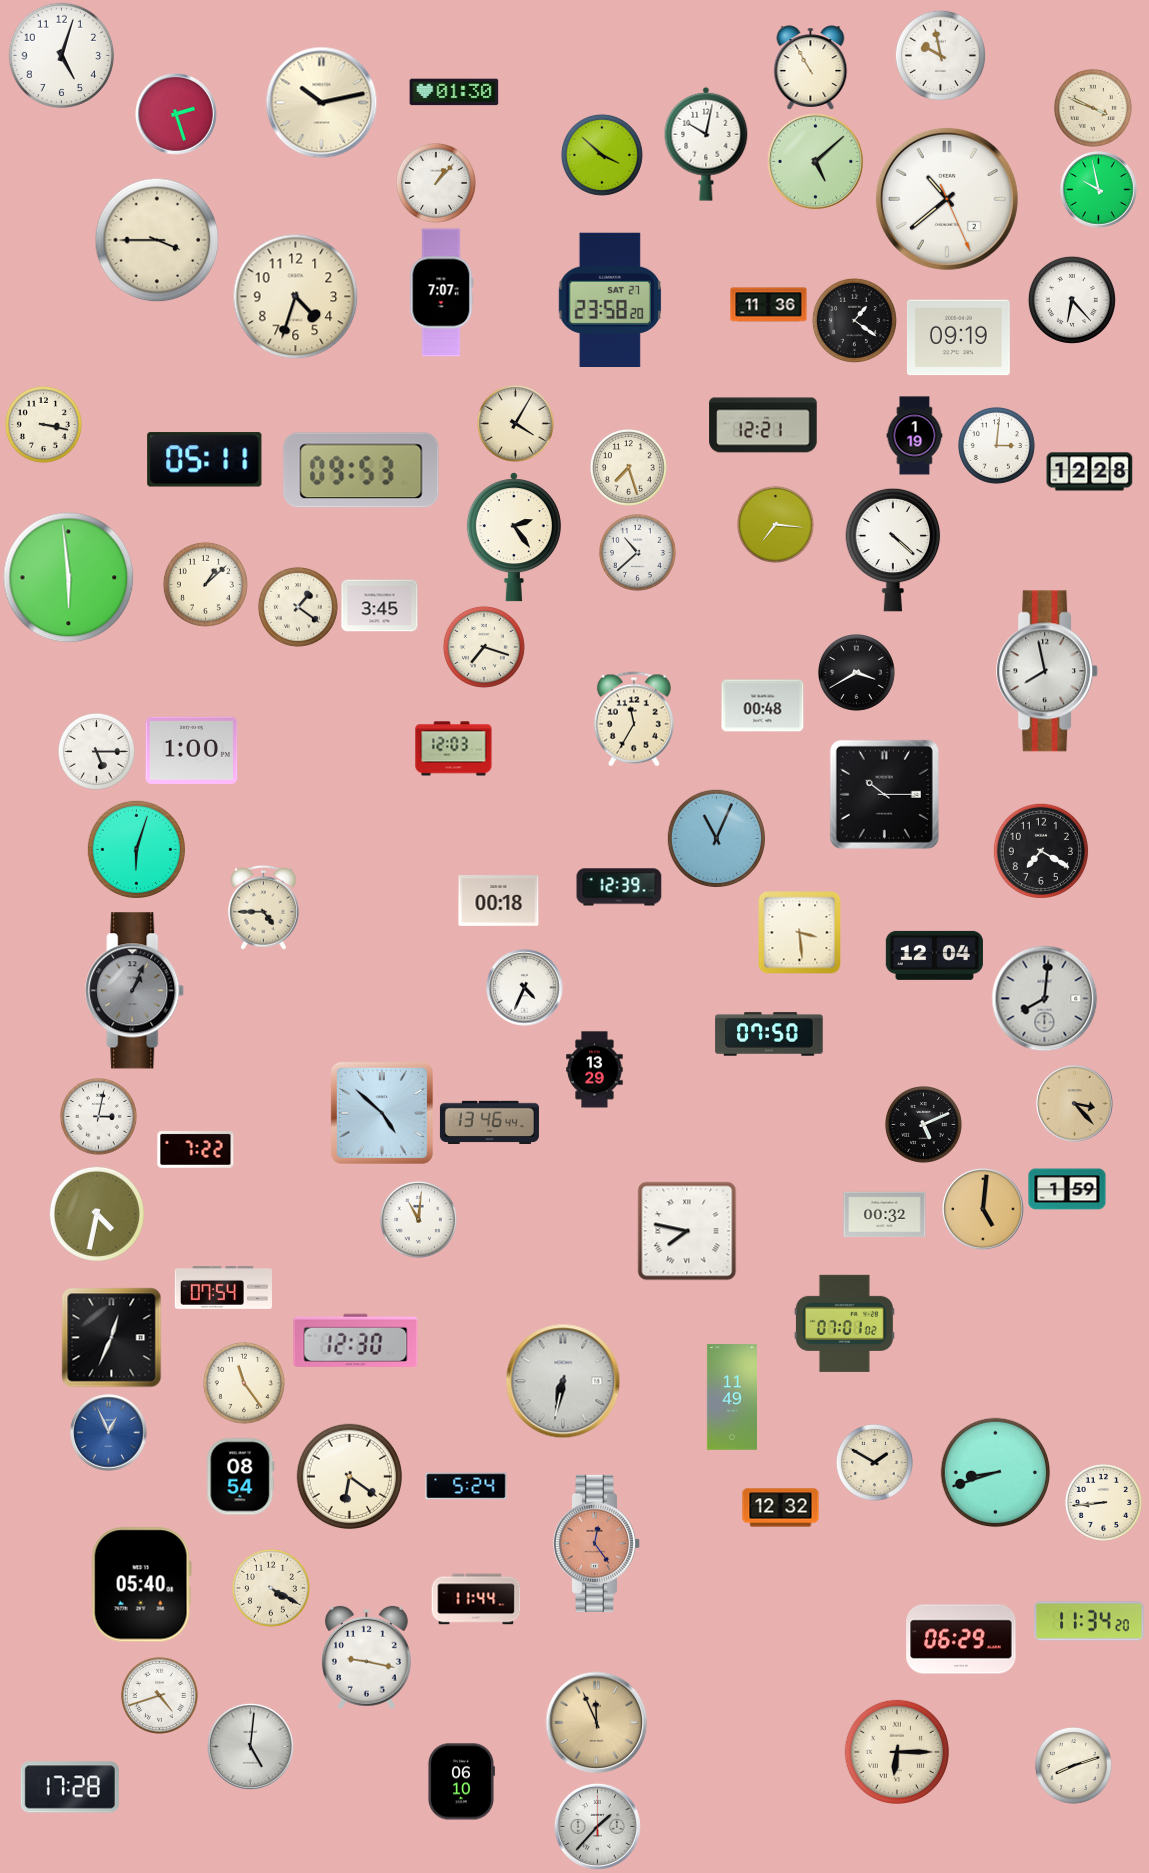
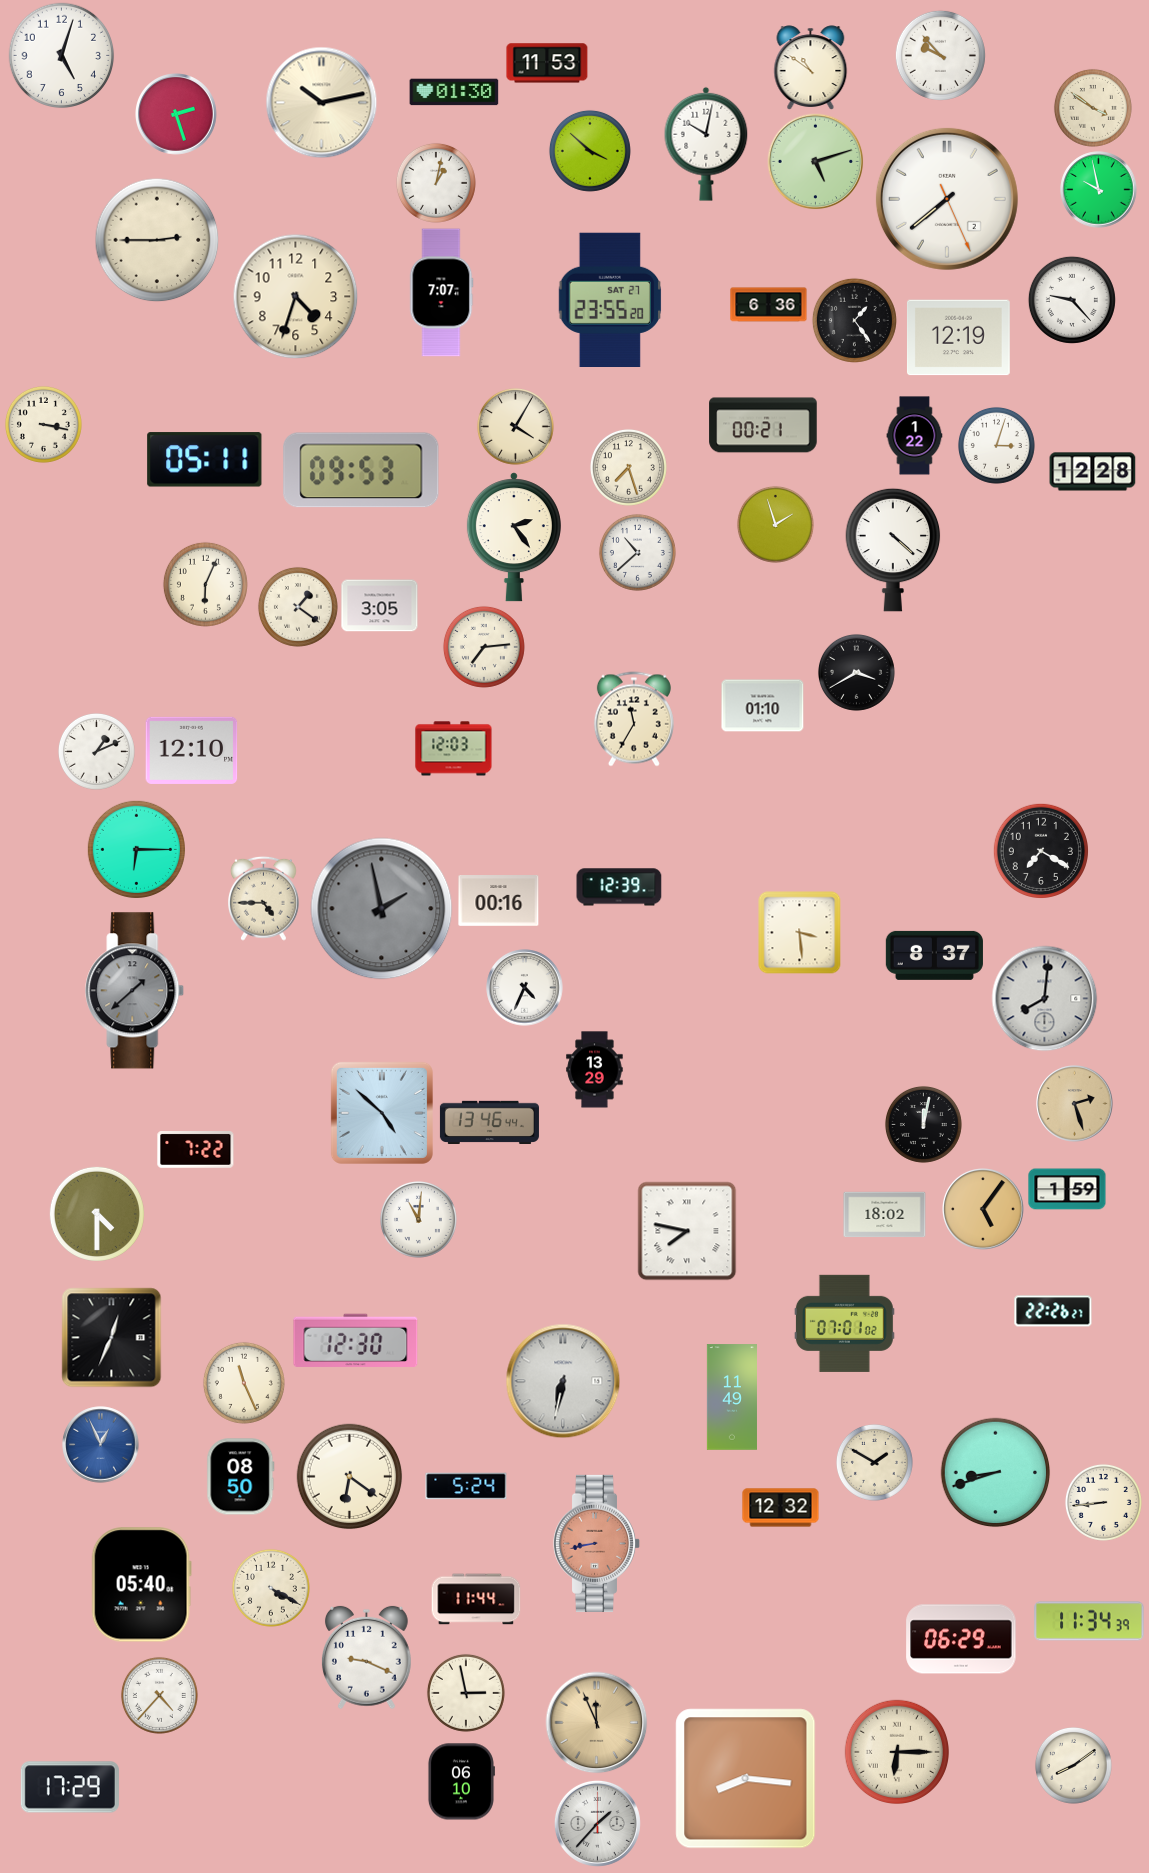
clock at (940, 55): 9:58 -> 9:53
clock at (547, 63): none -> 11:53
clock at (811, 68): 10:55 -> 10:51
clock at (1093, 108): 3:49 -> 3:51
clock at (602, 155) position: (602, 155) -> (590, 151)
clock at (816, 162): 5:08 -> 5:12
clock at (436, 183): 1:07 -> 1:02
clock at (947, 199): 10:38 -> 7:38
clock at (157, 240): 3:45 -> 2:45
clock at (609, 299): 23:58 -> 23:55
clock at (1072, 300): 6:23 -> 9:23
clock at (769, 305): 11:36 -> 6:36
clock at (854, 320): 1:21 -> 1:24
clock at (958, 338): 09:19 -> 12:19
clock at (515, 423) position: (515, 423) -> (515, 426)
clock at (763, 425): 12:21 -> 00:21
clock at (915, 436): 1:19 -> 1:22
clock at (996, 445): 3:01 -> 3:03
clock at (1090, 472) position: (1090, 472) -> (1093, 472)
clock at (775, 524): 7:16 -> 1:57
clock at (69, 578): 5:59 -> none
clock at (205, 584): 1:08 -> 6:04
clock at (380, 606): 3:45 -> 3:05
clock at (484, 647): 7:18 -> 7:14
clock at (1048, 671): 7:58 -> none
clock at (763, 706): 00:48 -> 01:10
clock at (192, 750): 1:00 -> 12:10
clock at (96, 751): 5:15 -> 1:11
clock at (884, 794): 10:15 -> none
clock at (716, 838): 11:04 -> none
clock at (136, 849): 6:03 -> 6:15
clock at (499, 901): 00:18 -> 00:16
clock at (264, 907) position: (264, 907) -> (264, 898)
clock at (382, 909): none -> 1:58
clock at (934, 955): 12:04 -> 8:37
clock at (135, 991): 1:04 -> 1:38
clock at (769, 1034): 07:50 -> none
clock at (1075, 1104): 3:23 -> 2:27
clock at (98, 1116): 3:02 -> none
clock at (923, 1124): 5:11 -> 12:02
clock at (984, 1210): 5:01 -> 5:06
clock at (97, 1214): 4:32 -> 4:30
clock at (885, 1215): 00:32 -> 18:02
clock at (223, 1288): 07:54 -> none
clock at (1053, 1311): none -> 22:26
clock at (244, 1383): 11:24 -> 11:26
clock at (109, 1433) position: (109, 1433) -> (101, 1445)
clock at (241, 1477): 08:54 -> 08:50
clock at (597, 1543): 12:24 -> 8:43
clock at (1089, 1621): 11:34:20 -> 11:34:39
clock at (366, 1658): 9:17 -> 9:19
clock at (466, 1693): none -> 2:58
clock at (159, 1695): 4:42 -> 4:37
clock at (250, 1746): 5:01 -> none
clock at (1073, 1765): 8:12 -> 8:09
clock at (746, 1779): none -> 8:16
clock at (70, 1787): 17:28 -> 17:29
clock at (597, 1826) position: (597, 1826) -> (597, 1823)
